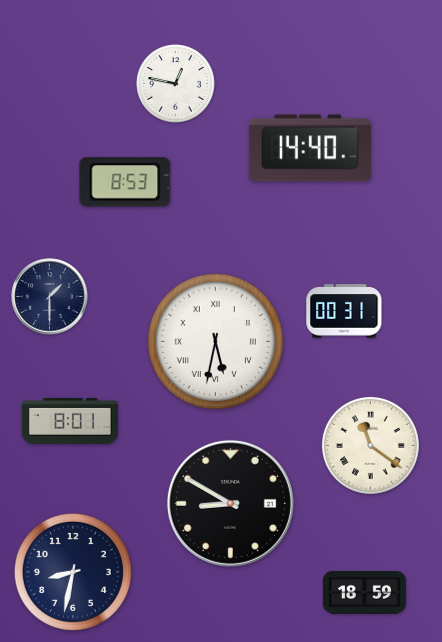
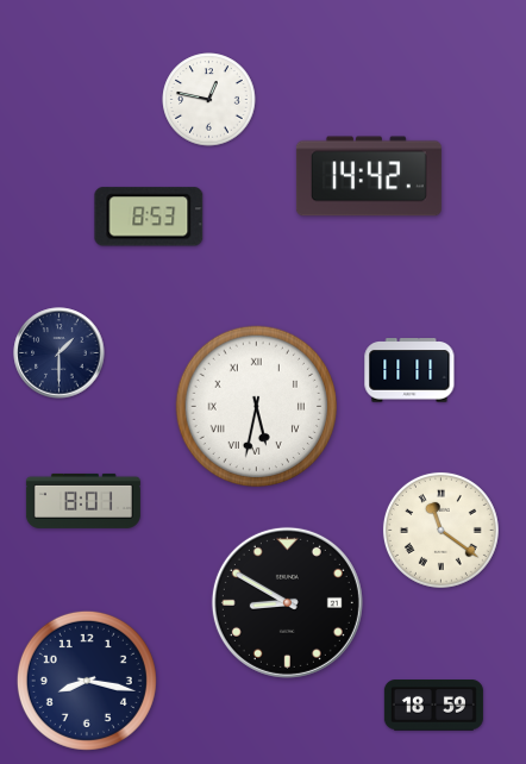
clock at (310, 148): 14:40 -> 14:42
clock at (344, 311): 00:31 -> 11:11
clock at (230, 503) position: (230, 503) -> (287, 602)
clock at (73, 572): 8:32 -> 8:17
